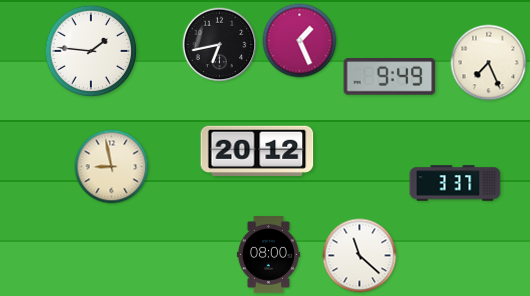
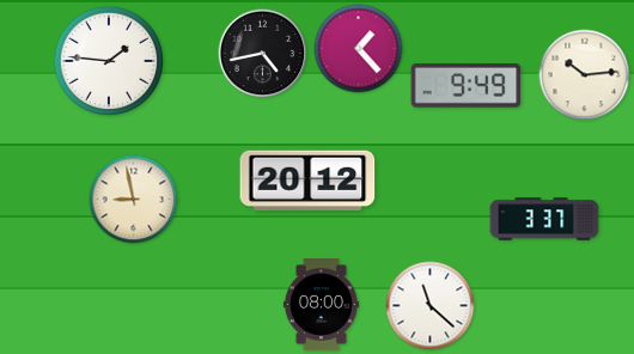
clock at (300, 41): 1:26 -> 1:23
clock at (220, 45): 6:43 -> 4:43
clock at (489, 63): 7:26 -> 10:14
clock at (390, 77) position: (390, 77) -> (467, 86)
